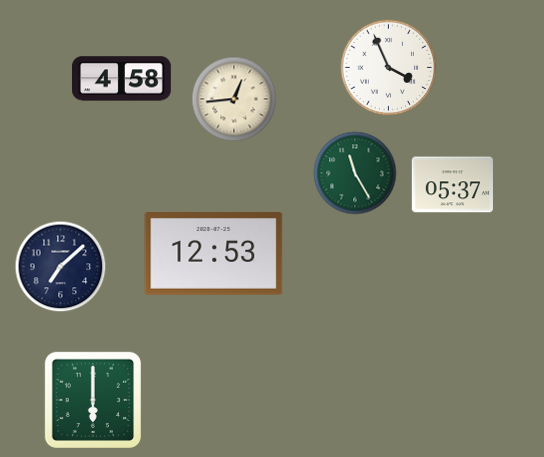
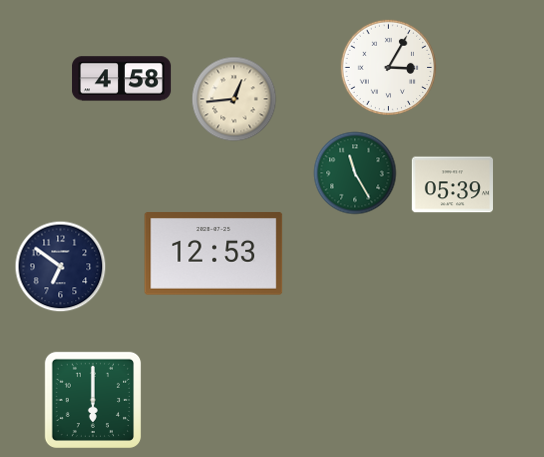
clock at (388, 67): 3:56 -> 3:05
clock at (452, 185): 05:37 -> 05:39
clock at (61, 267): 7:08 -> 6:51
